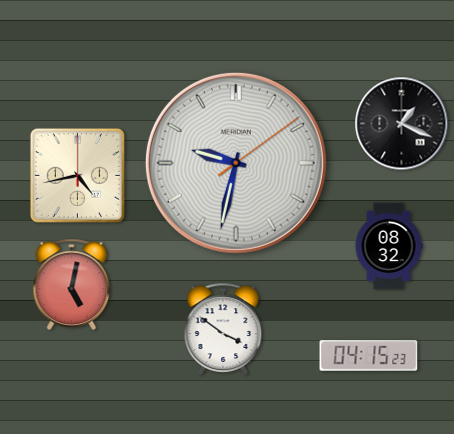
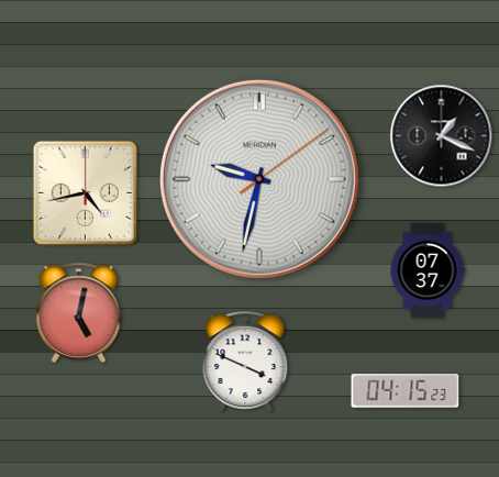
clock at (389, 246): 08:32 -> 07:37
clock at (223, 329): 3:51 -> 3:49
